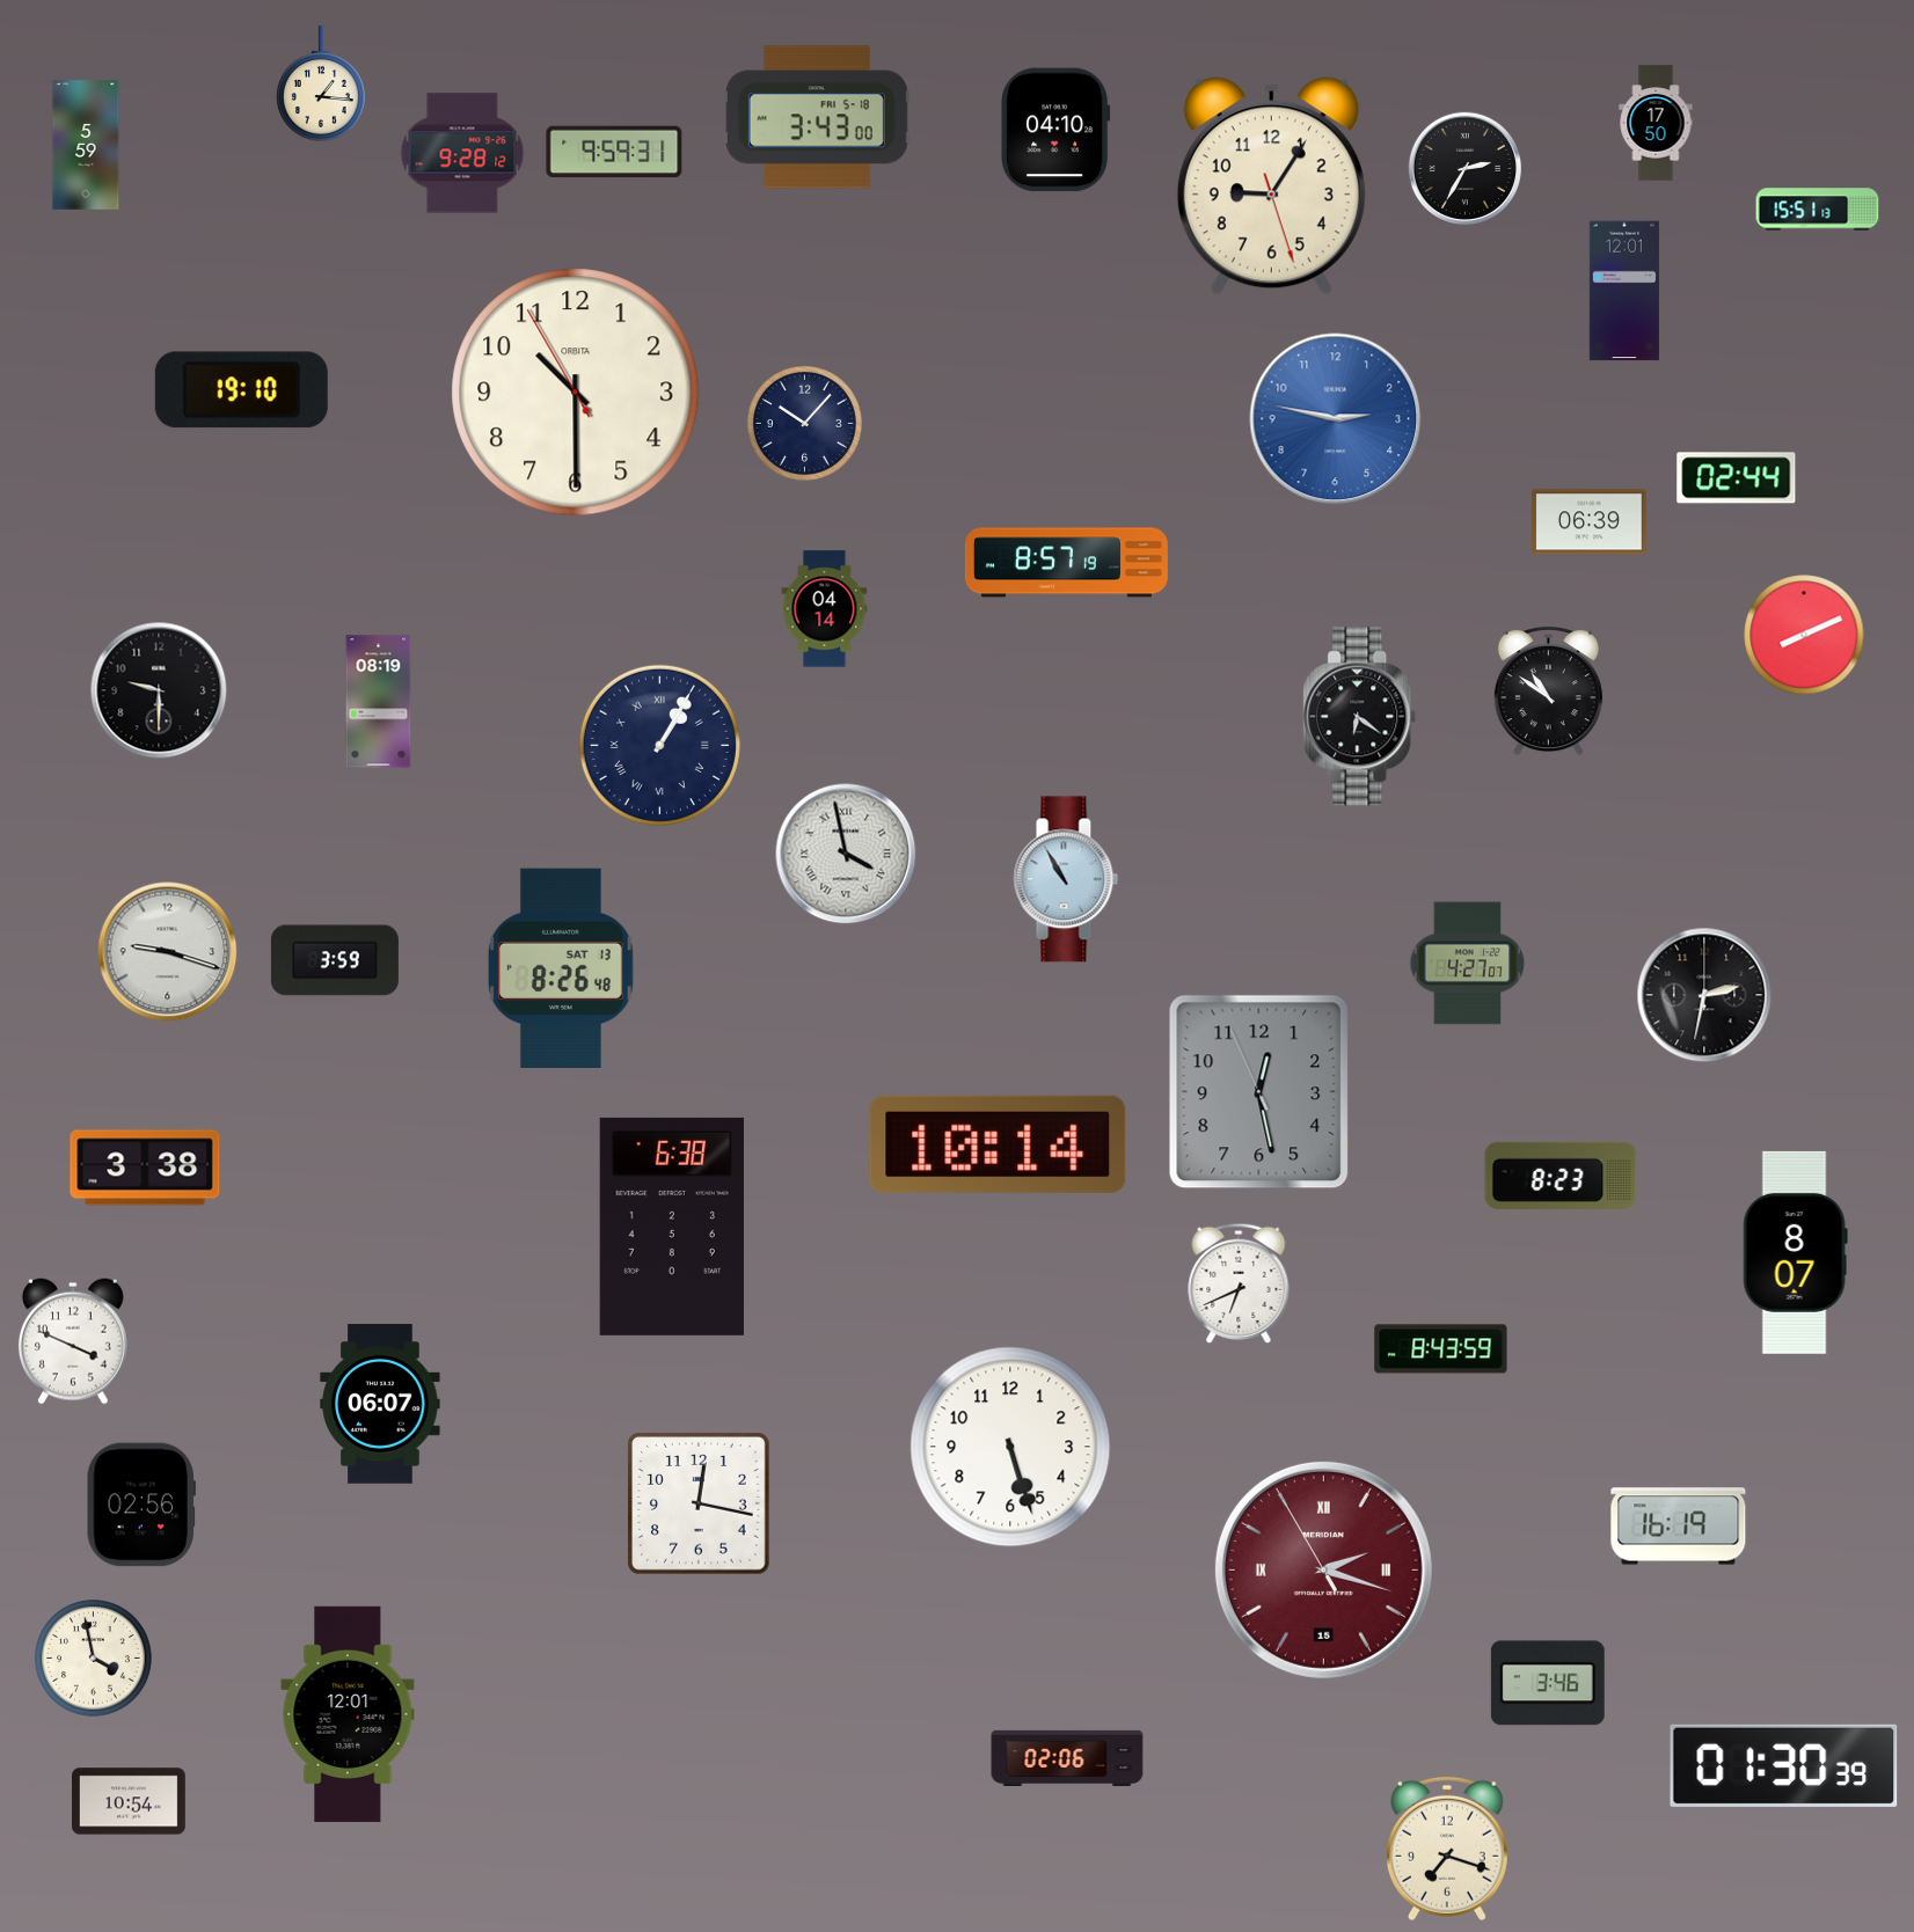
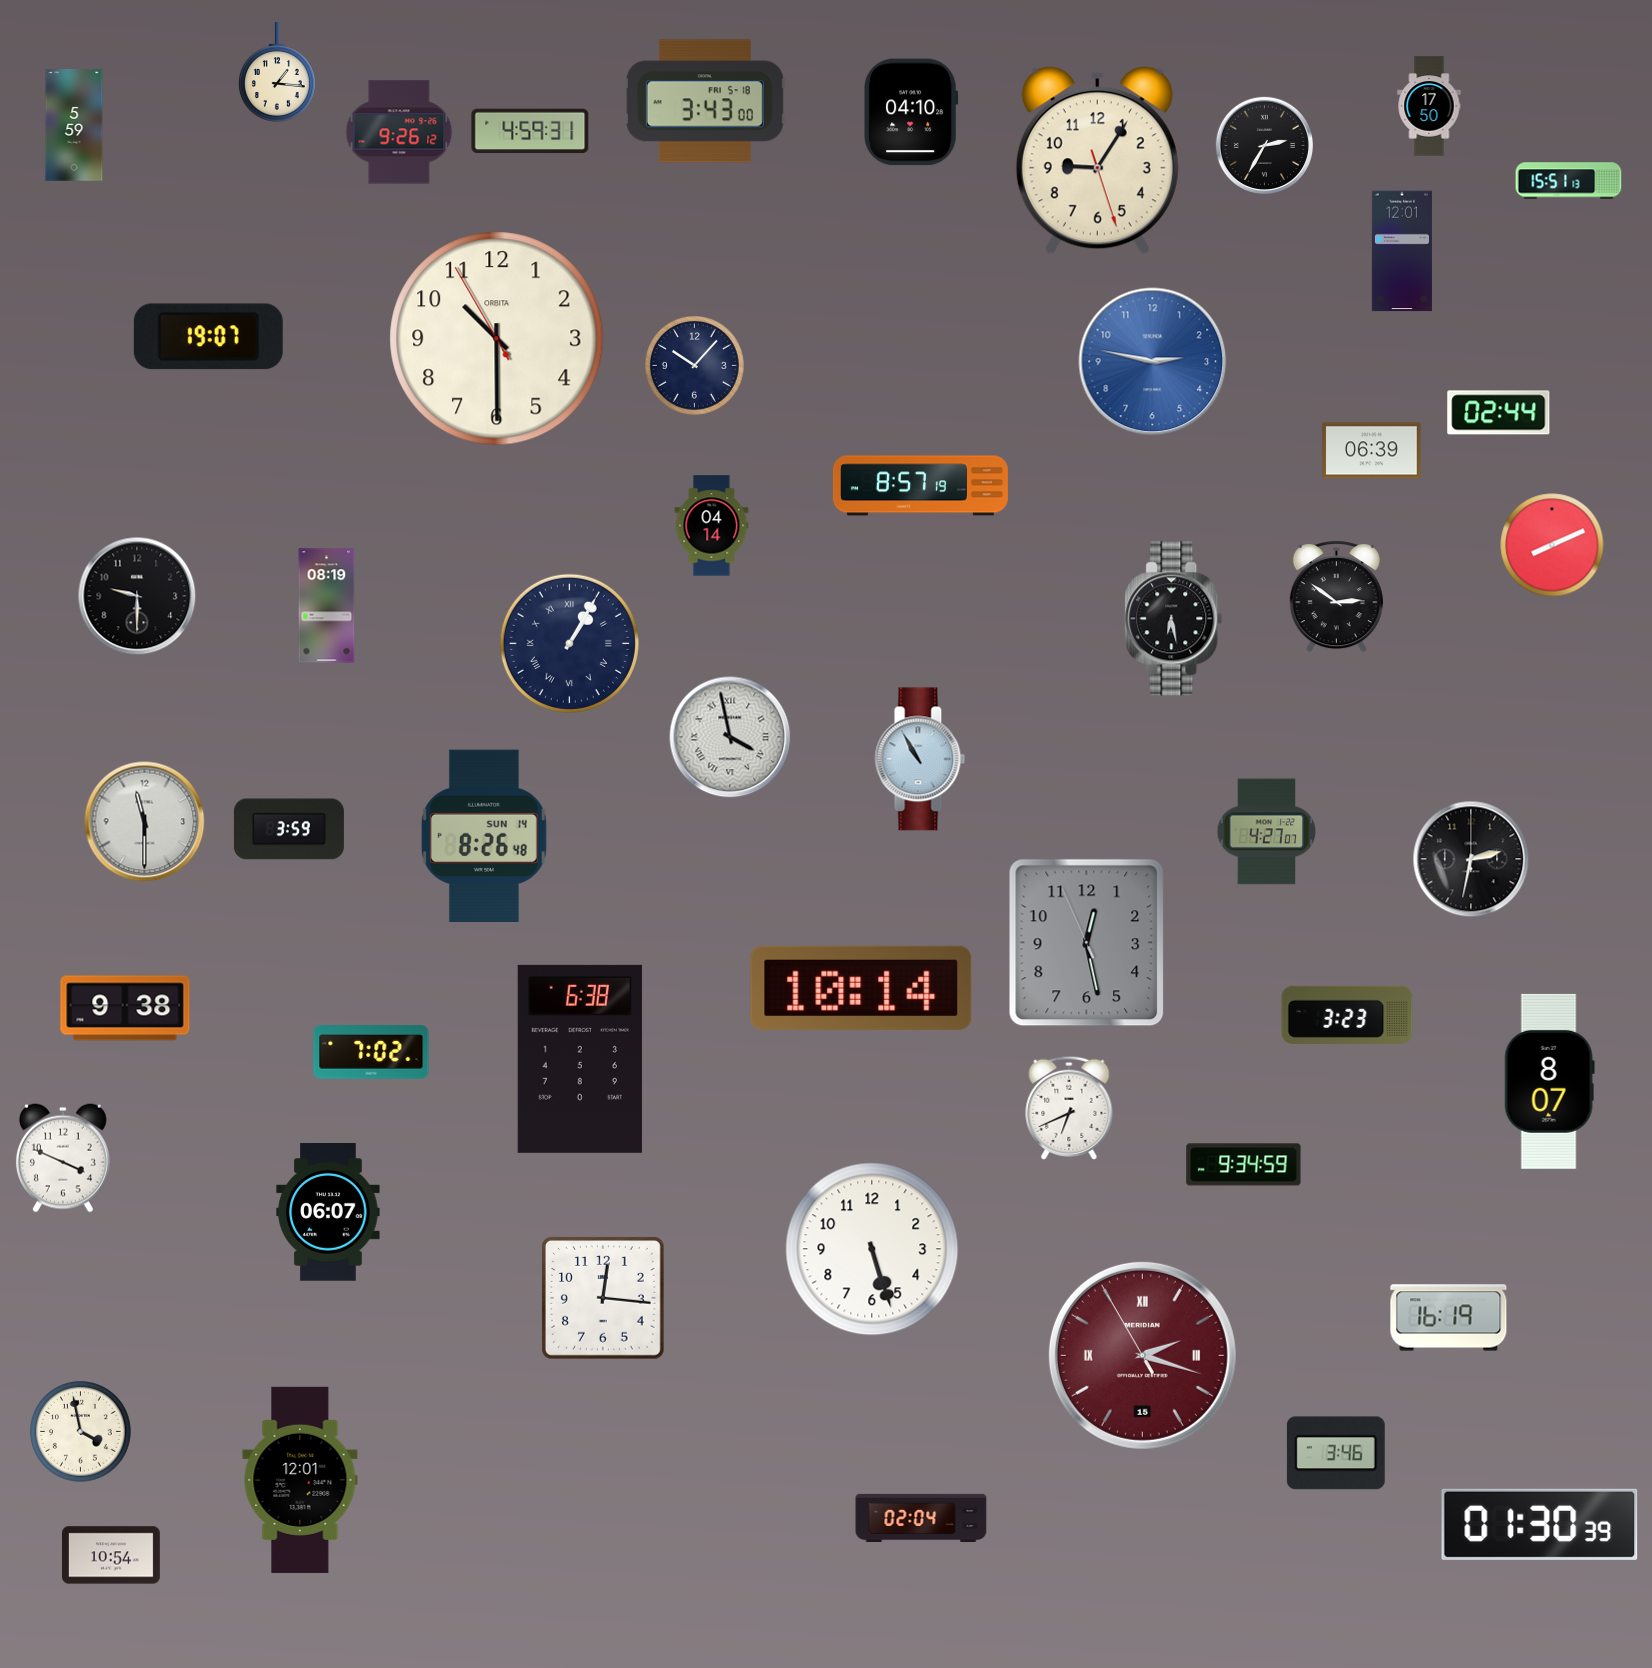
clock at (614, 152): 9:59 -> 4:59
clock at (462, 153): 9:28 -> 9:26
clock at (241, 390): 19:10 -> 19:07
clock at (1804, 635) position: (1804, 635) -> (1552, 545)
clock at (1548, 691): 10:51 -> 2:51
clock at (1360, 717): 6:21 -> 6:28
clock at (168, 952): 9:18 -> 11:30
clock at (561, 967) date: SAT 13 -> SUN 14
clock at (145, 1168): 3:38 -> 9:38
clock at (1561, 1176): 8:23 -> 3:23
clock at (371, 1052): none -> 7:02
clock at (1441, 1349): 8:43 -> 9:34
clock at (699, 1503): 12:17 -> 12:16
clock at (141, 1505): 02:56 -> none
clock at (1067, 1757): 02:06 -> 02:04
clock at (1447, 1849): 7:18 -> none
